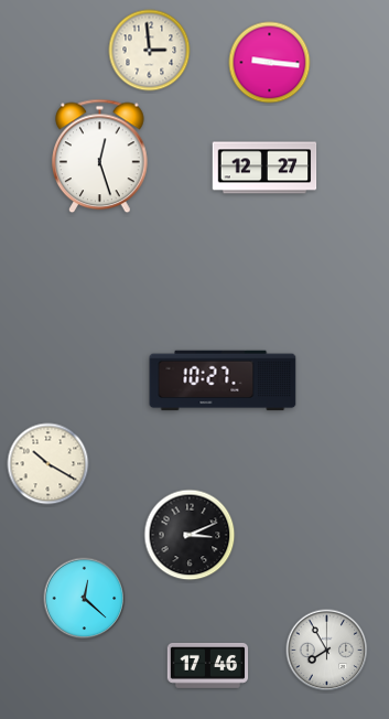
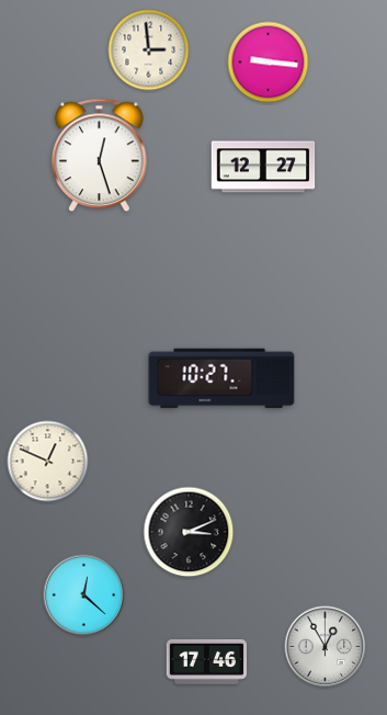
clock at (48, 464): 10:20 -> 12:49
clock at (327, 651): 7:55 -> 12:55
